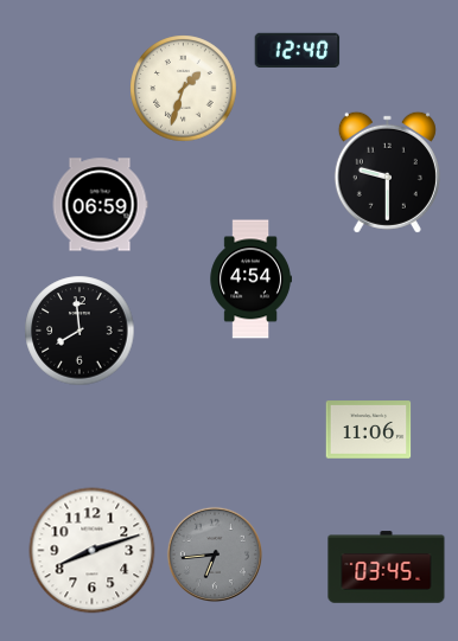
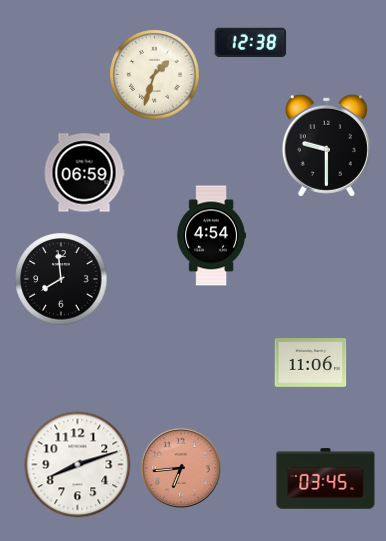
clock at (298, 50): 12:40 -> 12:38
clock at (79, 331) position: (79, 331) -> (61, 279)
clock at (215, 555) dial: grey -> salmon
